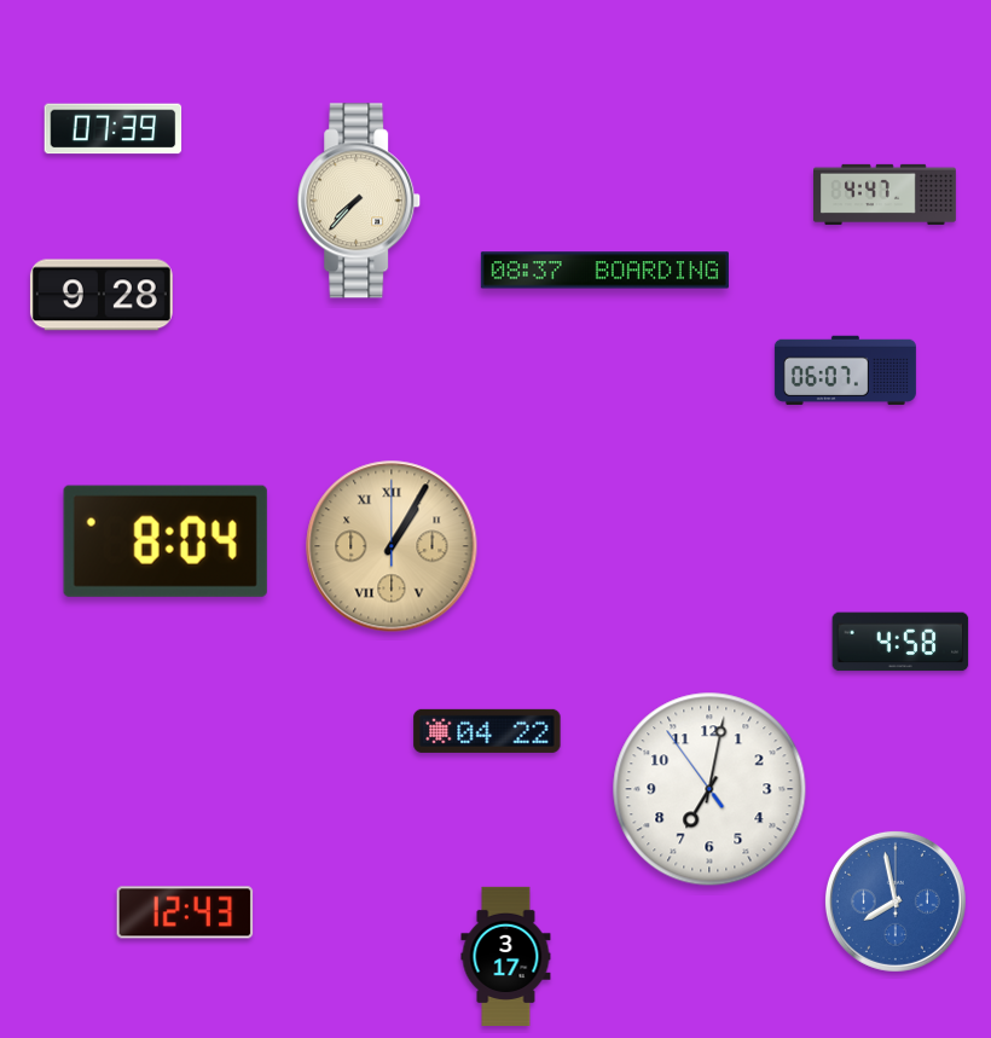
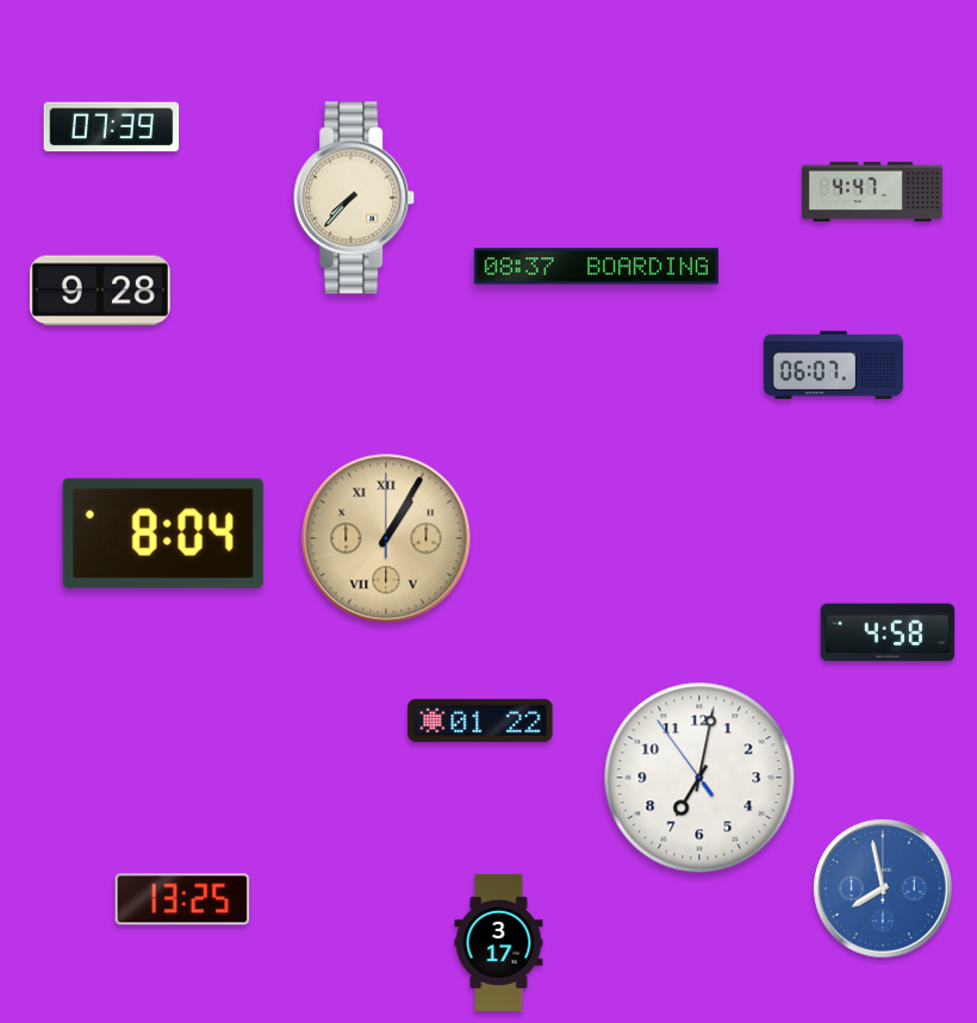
clock at (487, 731): 04:22 -> 01:22
clock at (185, 912): 12:43 -> 13:25
